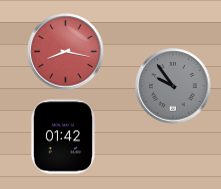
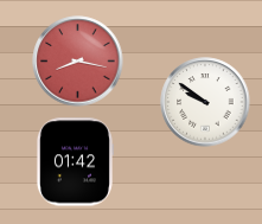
clock at (173, 86): 9:54 -> 9:51
clock at (173, 86) dial: grey -> white
